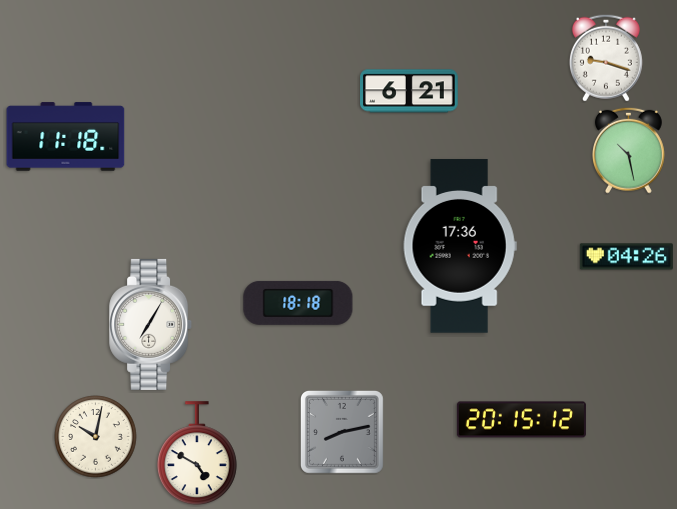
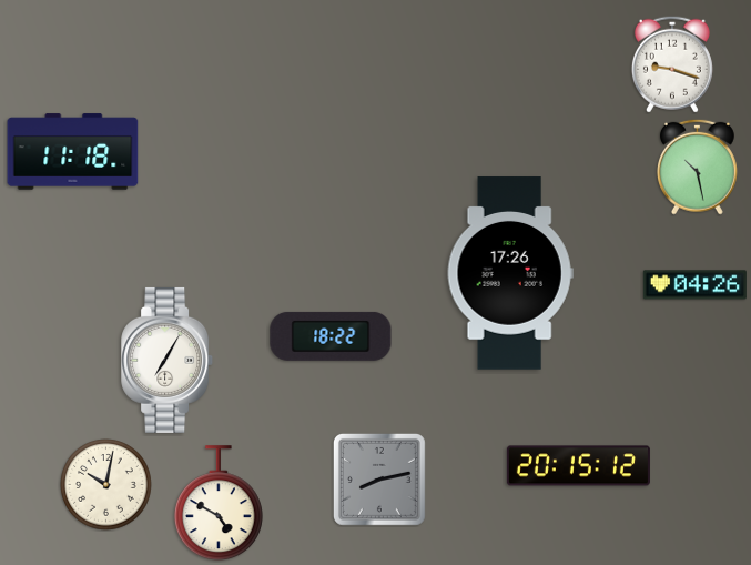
clock at (409, 91): 6:21 -> none
clock at (460, 246): 17:36 -> 17:26
clock at (298, 303): 18:18 -> 18:22
